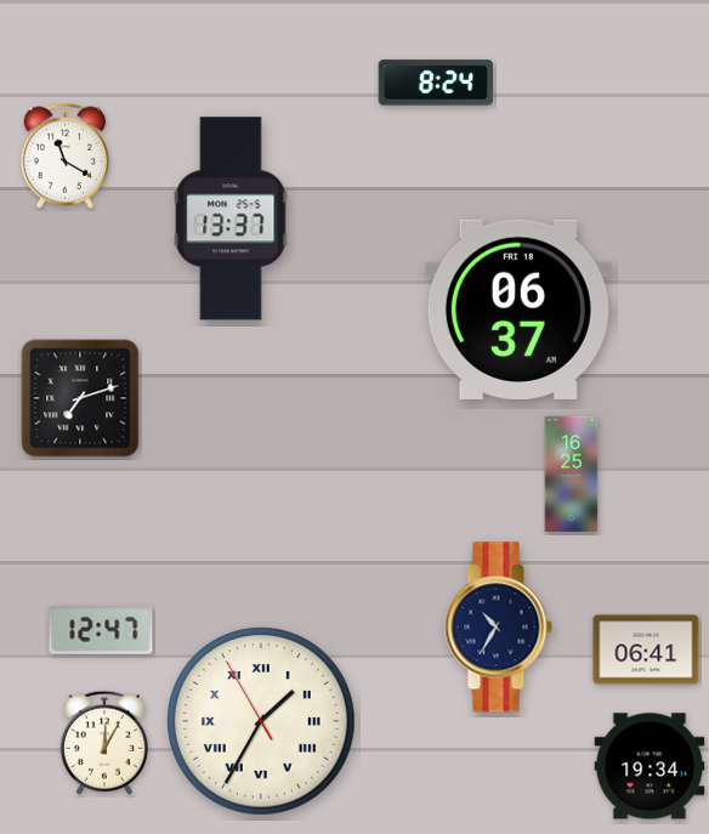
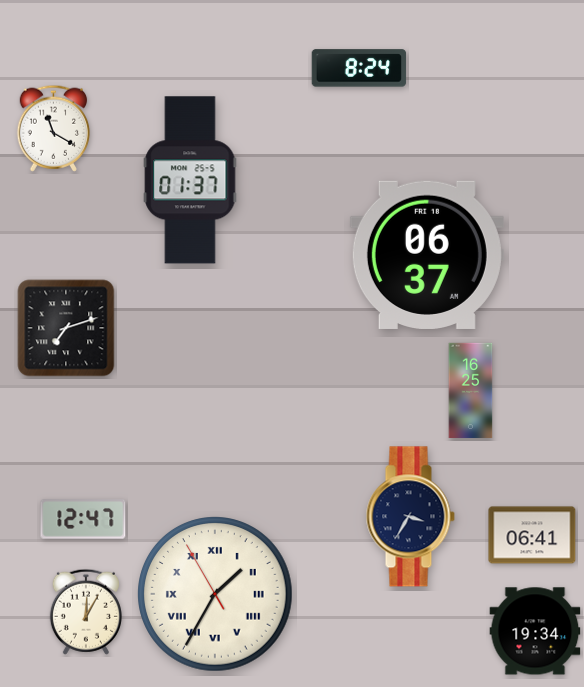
clock at (231, 219): 13:37 -> 01:37
clock at (498, 628): 10:35 -> 3:35
